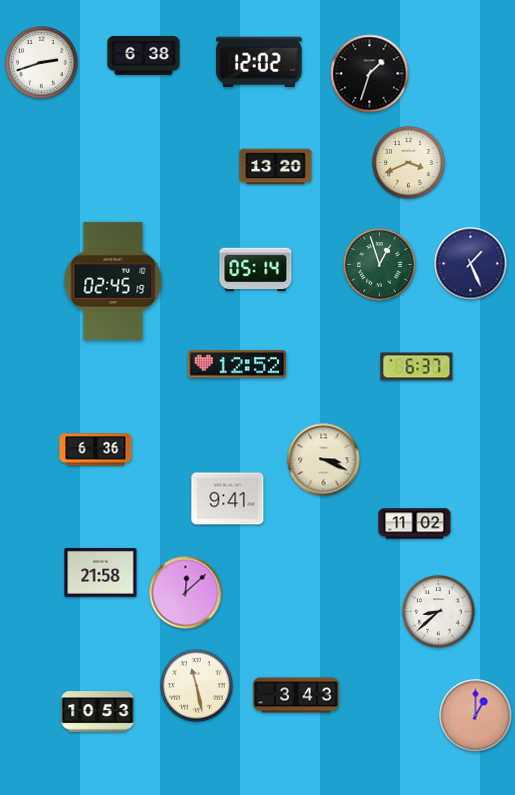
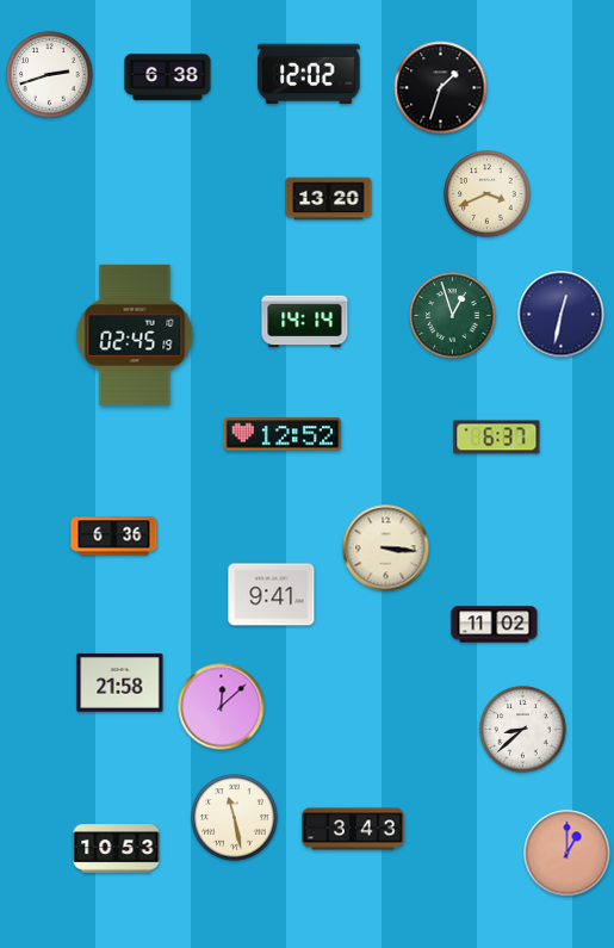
clock at (144, 55) position: (144, 55) -> (168, 76)
clock at (471, 264): 1:26 -> 12:32
clock at (256, 270): 05:14 -> 14:14
clock at (324, 460): 3:19 -> 3:16
